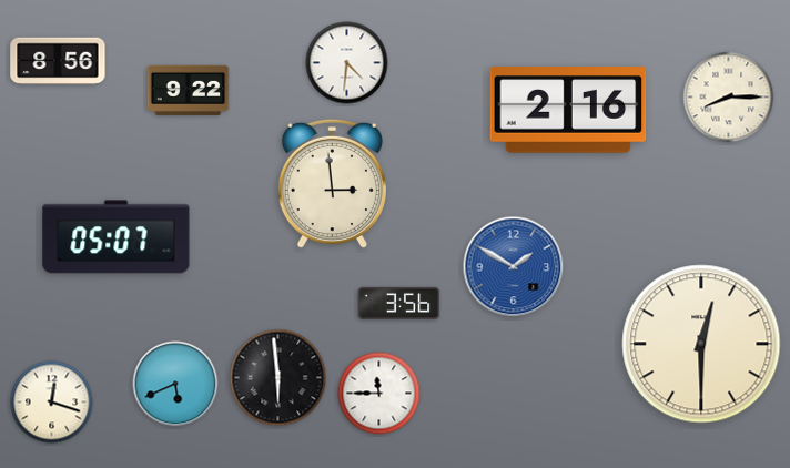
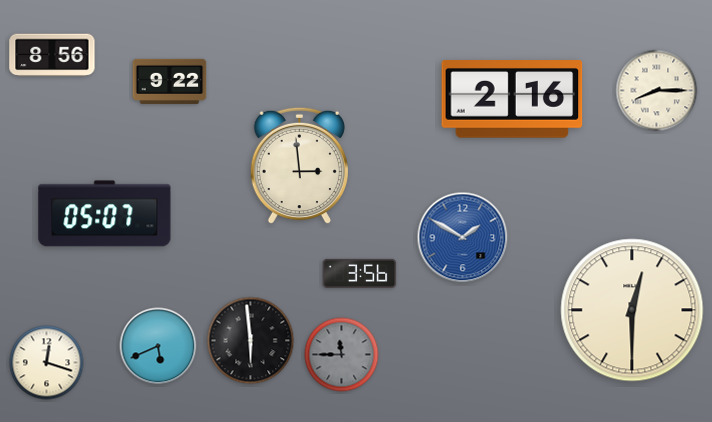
clock at (347, 63): 4:31 -> none
clock at (729, 98) position: (729, 98) -> (657, 91)
clock at (514, 267) position: (514, 267) -> (463, 238)
clock at (379, 394) dial: white -> grey
